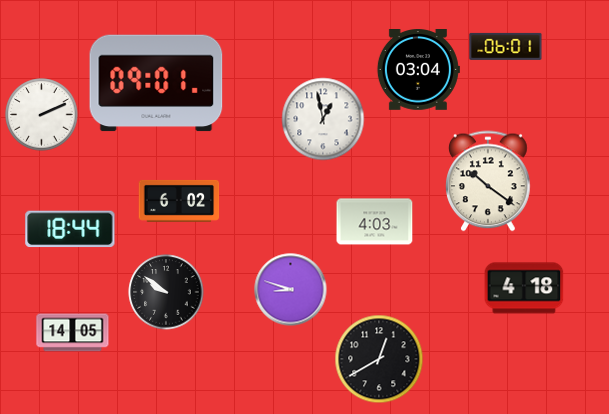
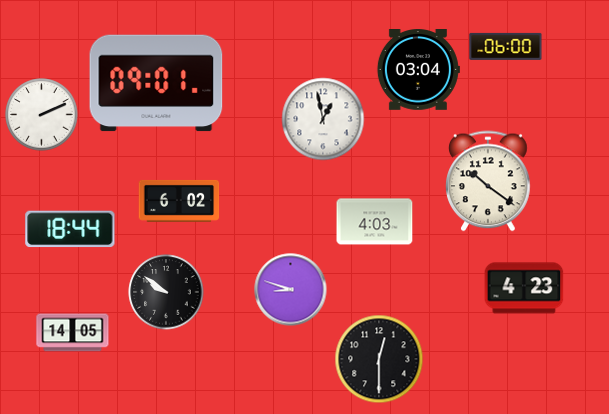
clock at (506, 46): 06:01 -> 06:00
clock at (524, 288): 4:18 -> 4:23
clock at (379, 359): 12:40 -> 12:30
